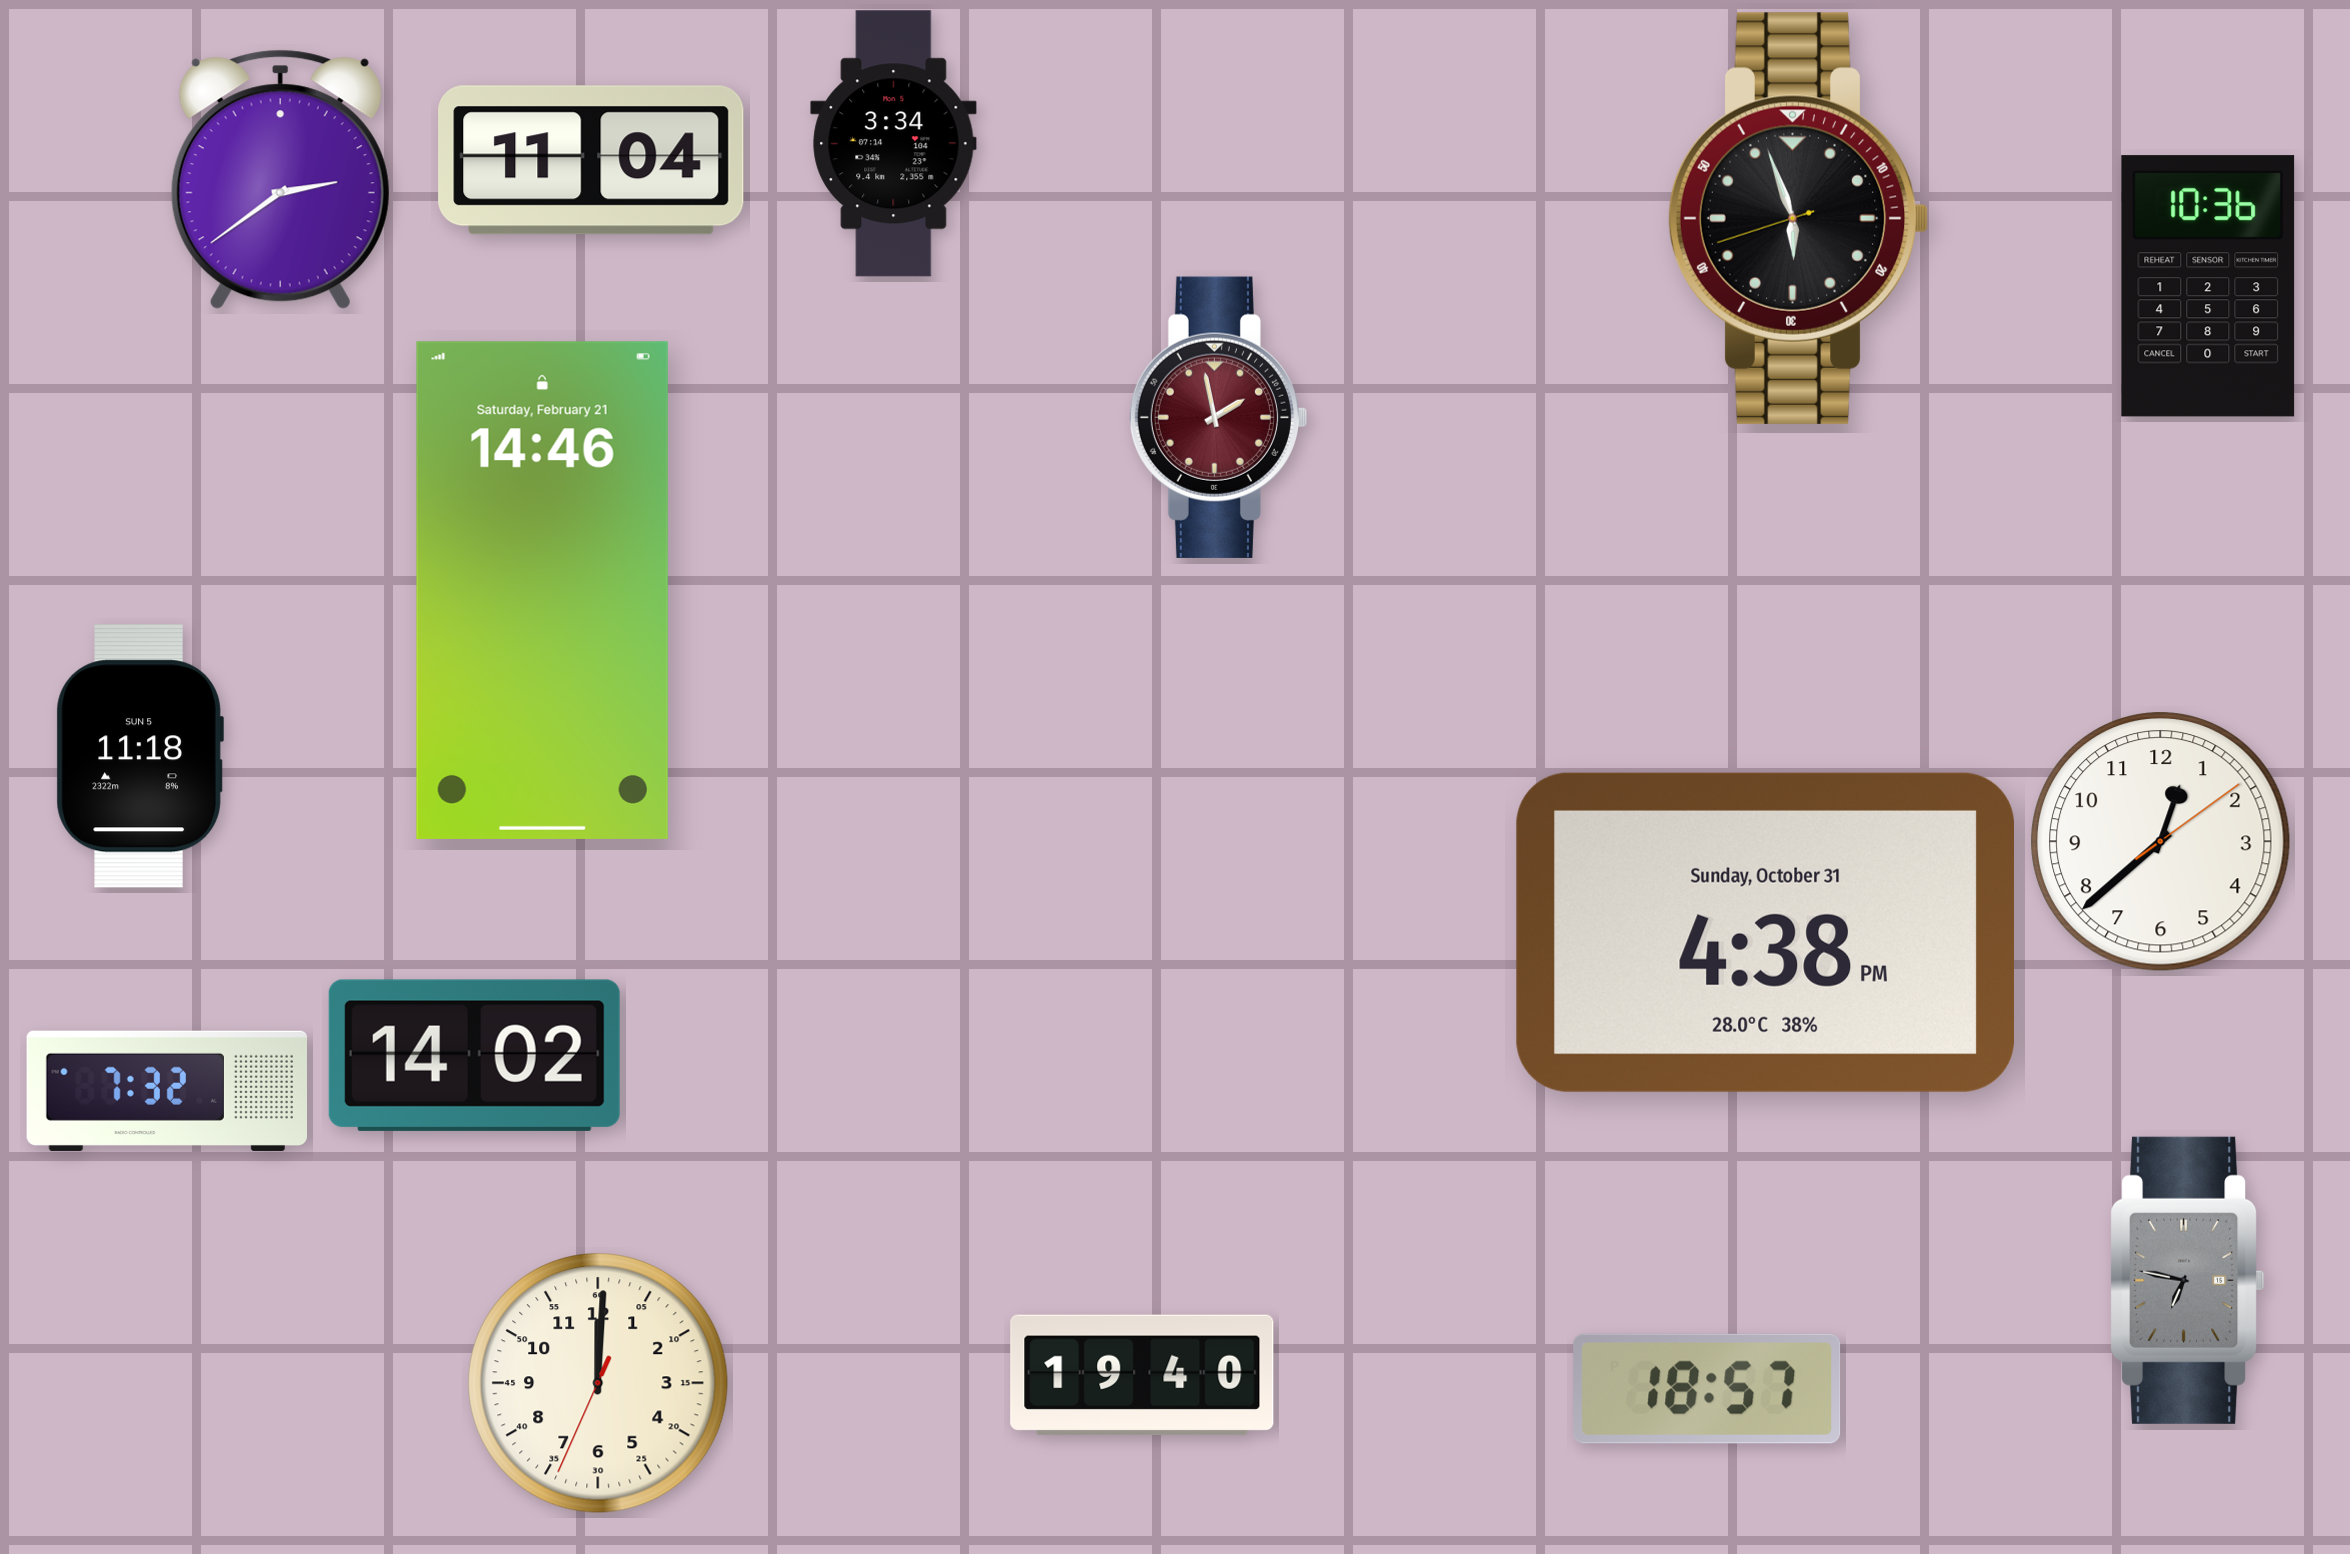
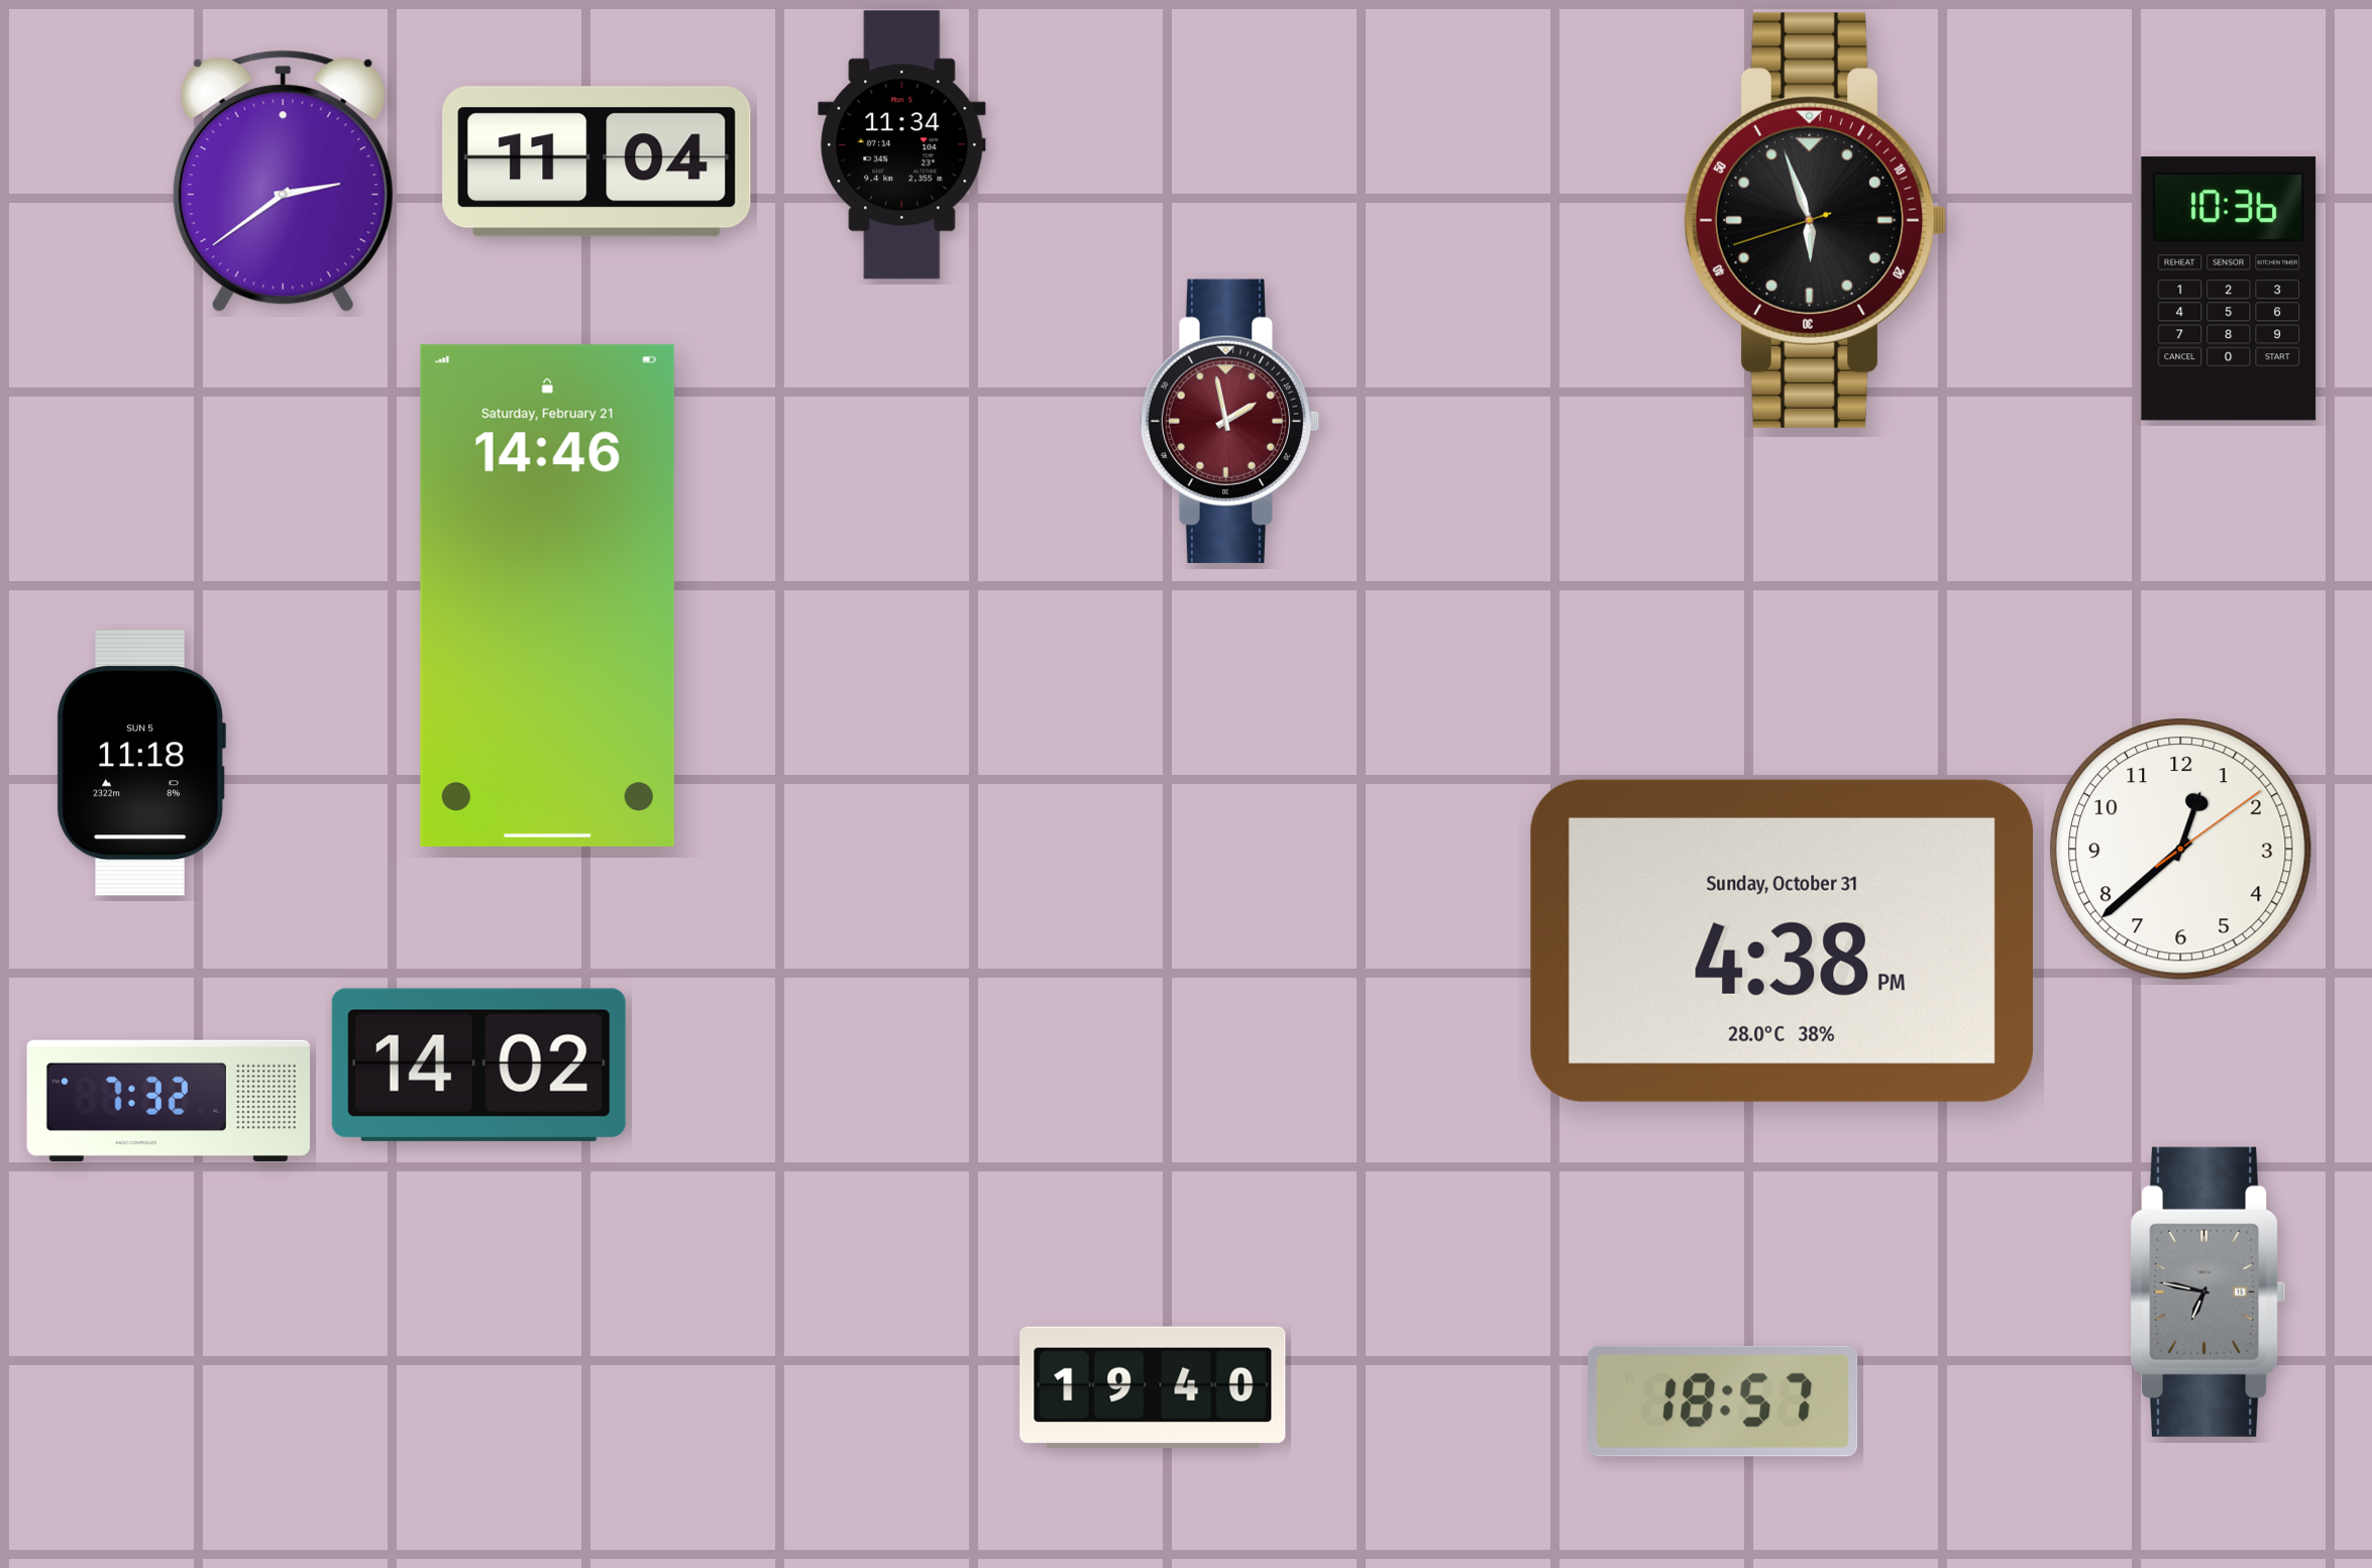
clock at (894, 144): 3:34 -> 11:34
clock at (599, 1384): 12:00 -> none
